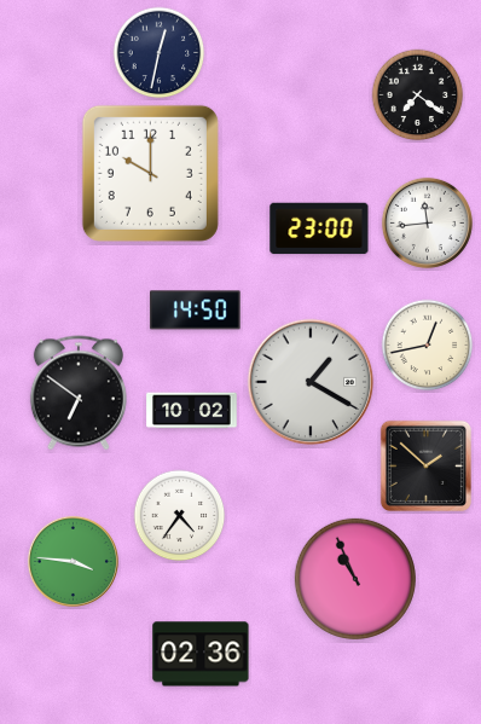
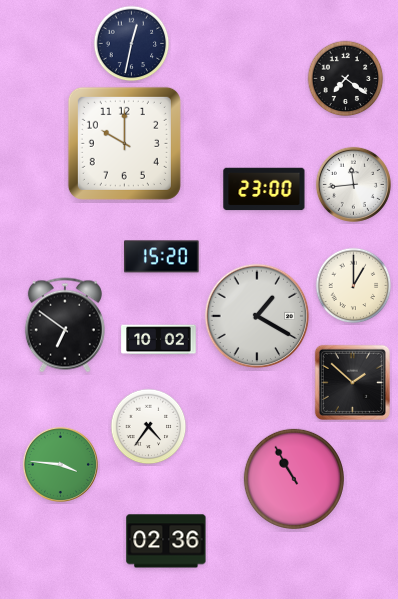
clock at (196, 311): 14:50 -> 15:20
clock at (428, 346): 12:43 -> 1:00
clock at (425, 465) position: (425, 465) -> (352, 382)
clock at (355, 579): 10:56 -> 10:55
